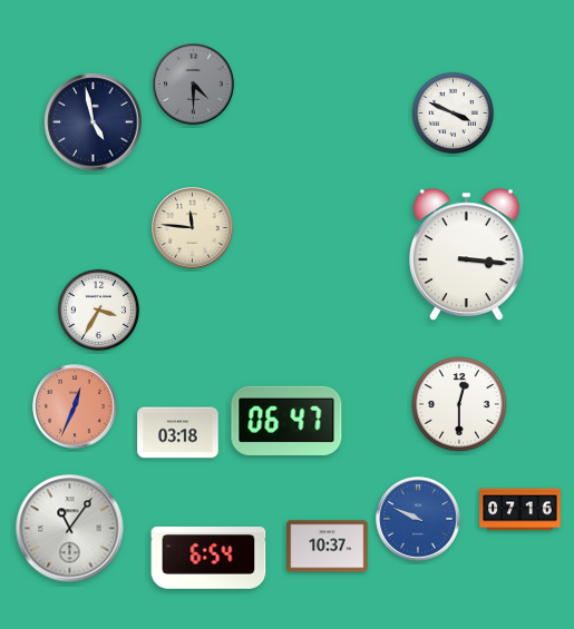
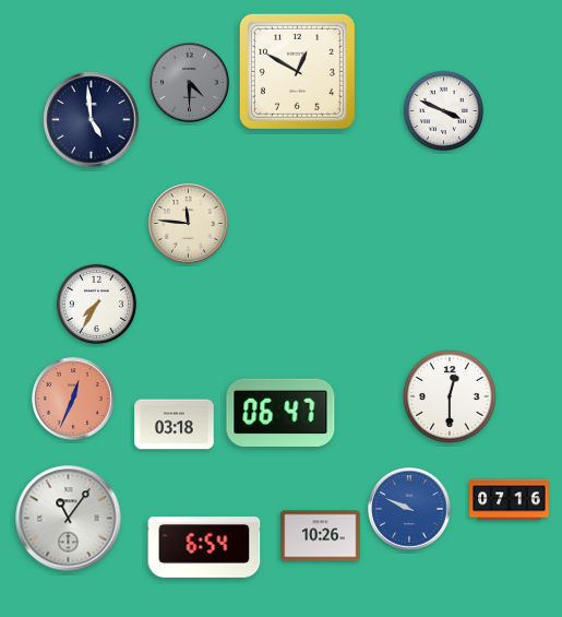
clock at (297, 71): none -> 12:50
clock at (94, 122): 4:58 -> 4:59
clock at (467, 255): 3:16 -> none
clock at (98, 309): 3:35 -> 7:35
clock at (328, 547): 10:37 -> 10:26
